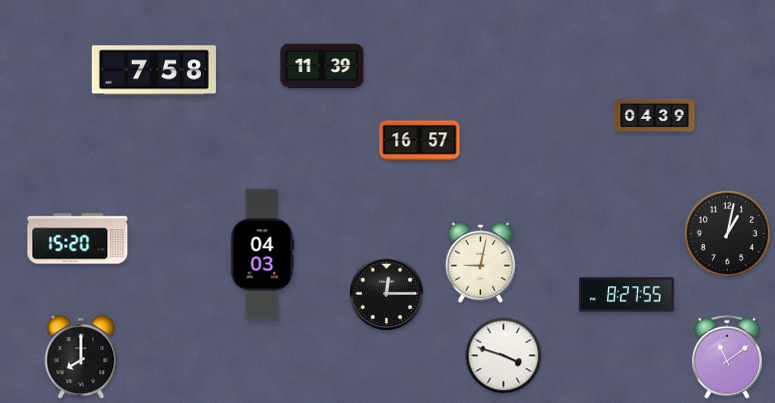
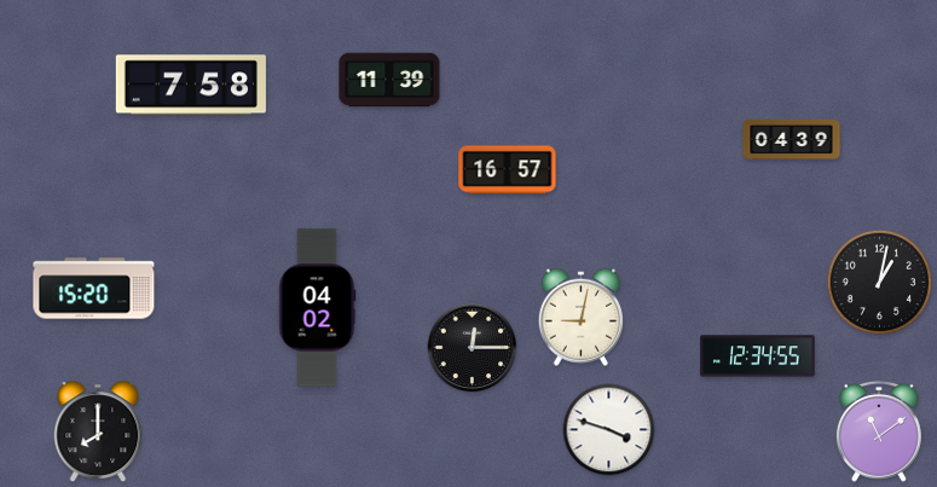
clock at (154, 70) position: (154, 70) -> (191, 85)
clock at (262, 255): 04:03 -> 04:02
clock at (387, 294) position: (387, 294) -> (473, 348)
clock at (627, 295): 8:27 -> 12:34
